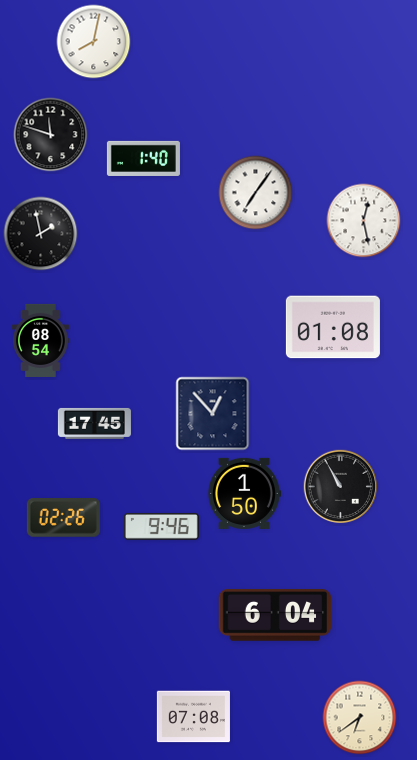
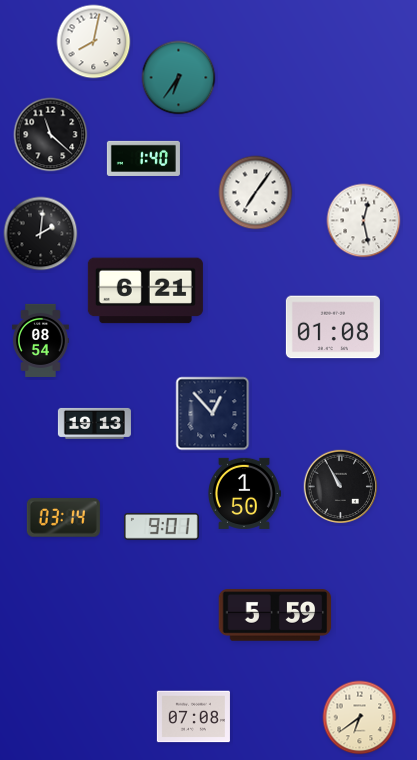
clock at (179, 78): none -> 6:36
clock at (51, 135): 11:48 -> 11:22
clock at (41, 234): 1:58 -> 2:01
clock at (145, 291): none -> 6:21
clock at (94, 423): 17:45 -> 19:13
clock at (63, 518): 02:26 -> 03:14
clock at (161, 526): 9:46 -> 9:01
clock at (275, 615): 6:04 -> 5:59
